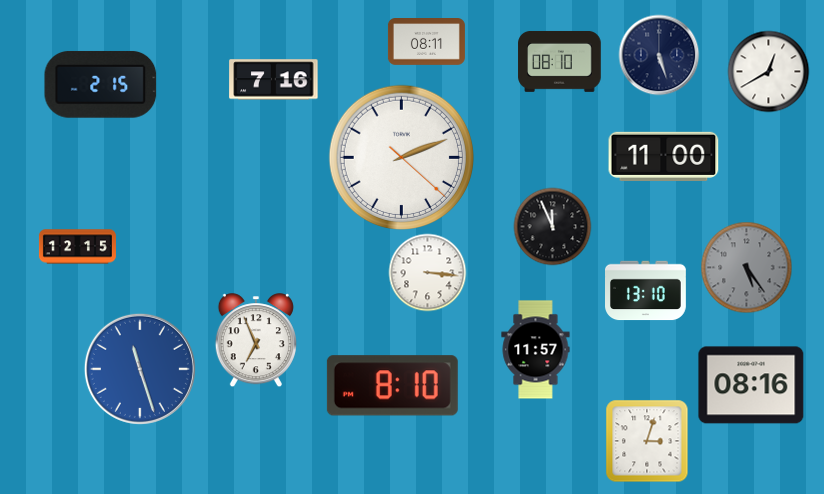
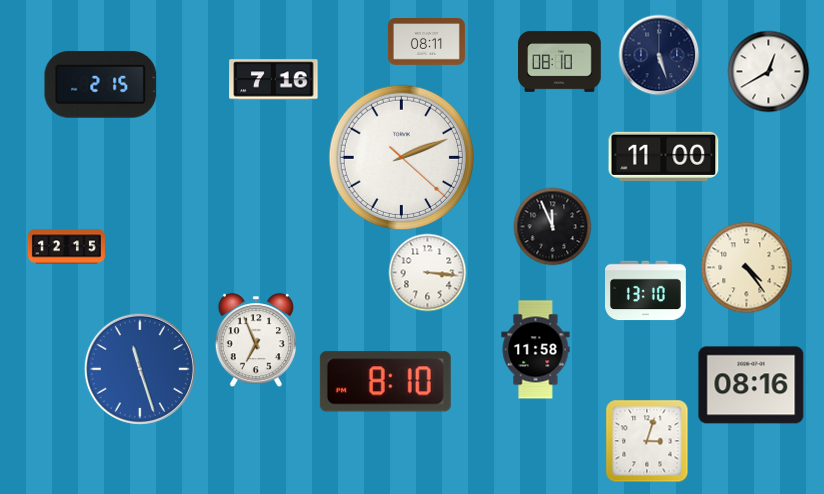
clock at (77, 247) position: (77, 247) -> (66, 247)
clock at (746, 267): 5:24 -> 4:24
clock at (746, 267) dial: grey -> cream
clock at (536, 350): 11:57 -> 11:58
clock at (392, 386) position: (392, 386) -> (385, 382)
